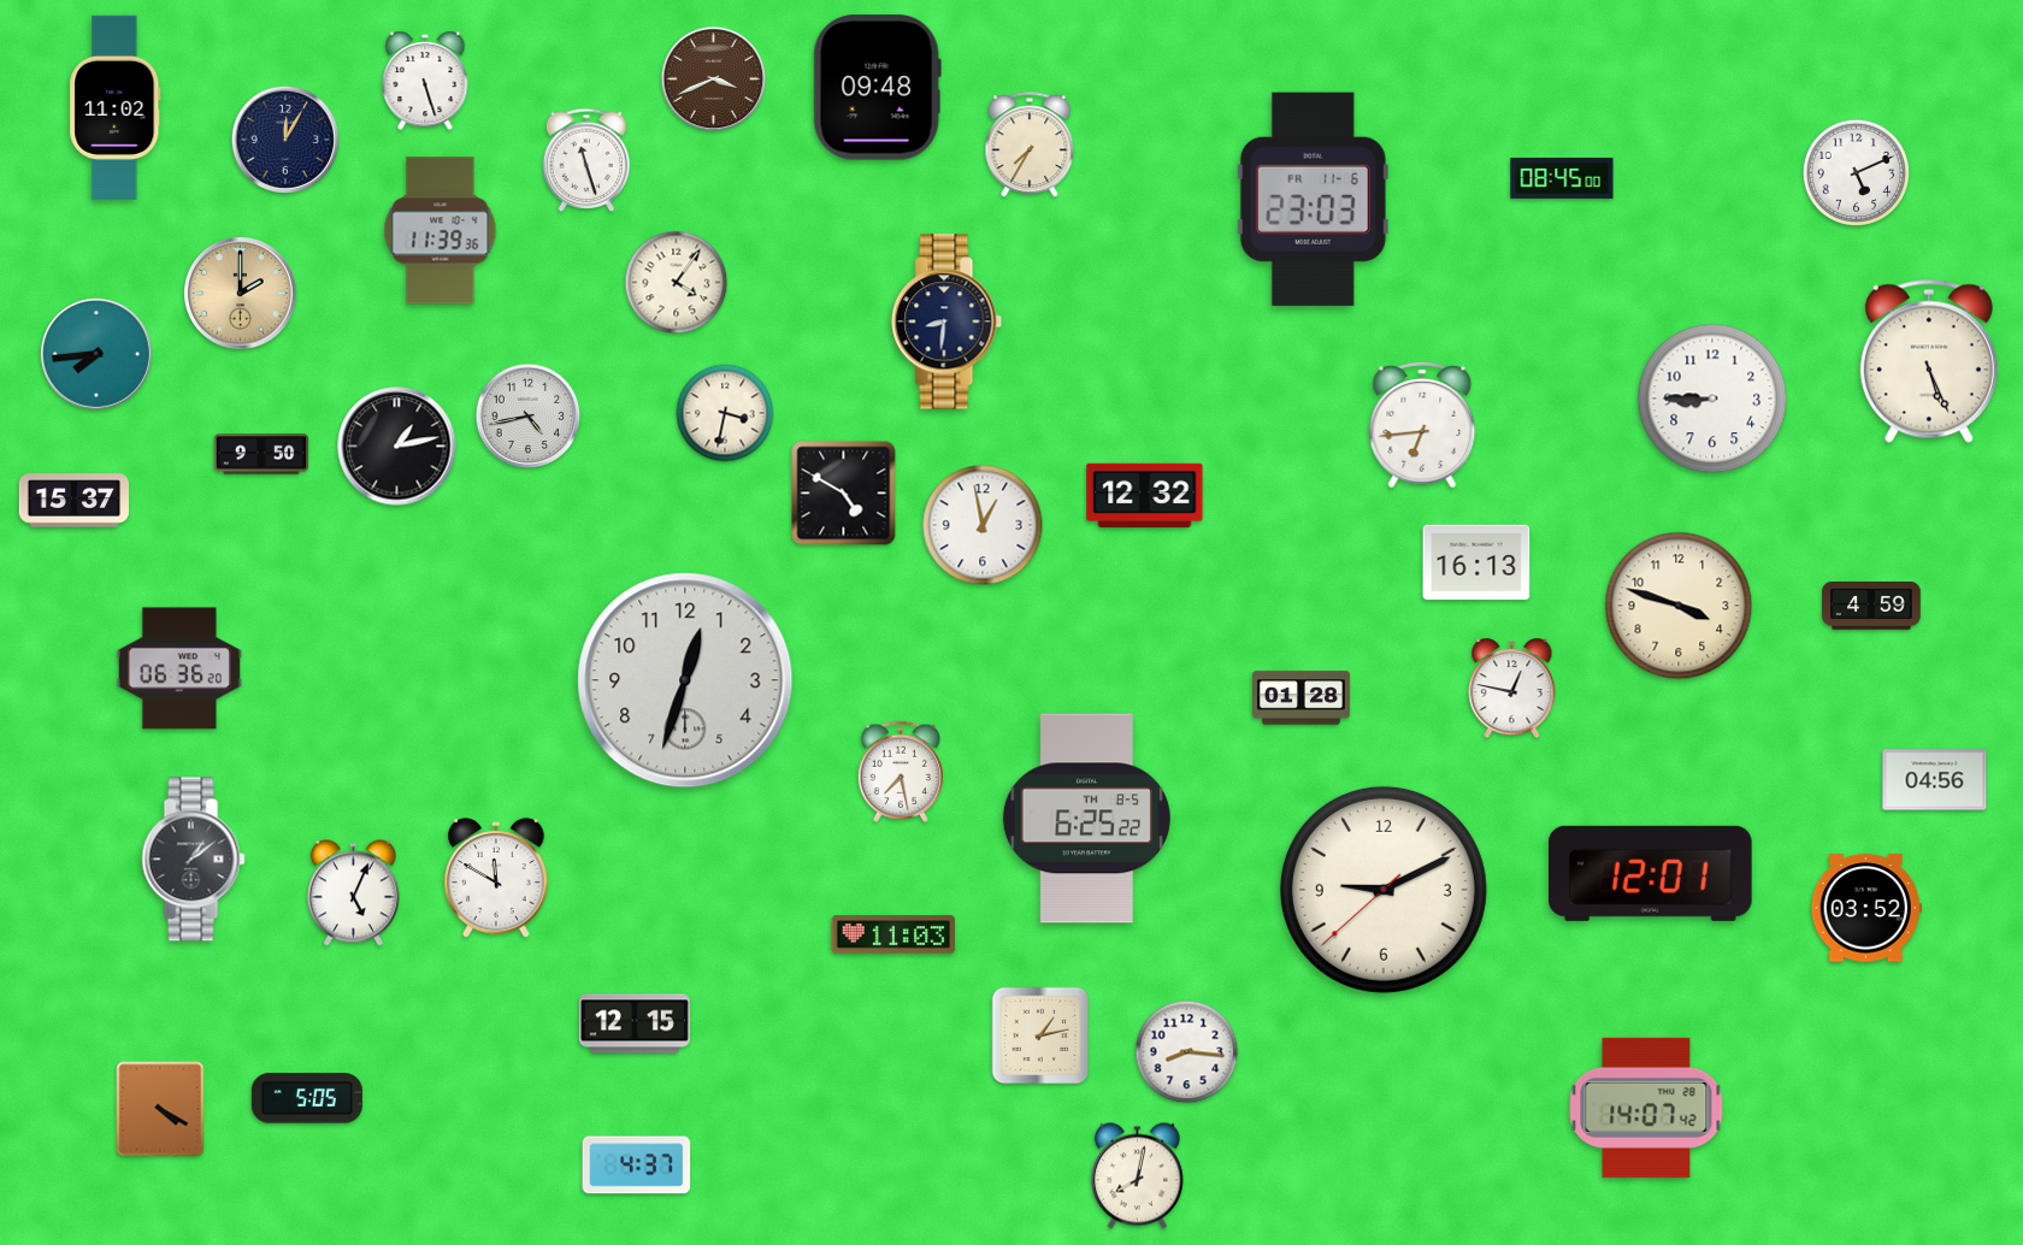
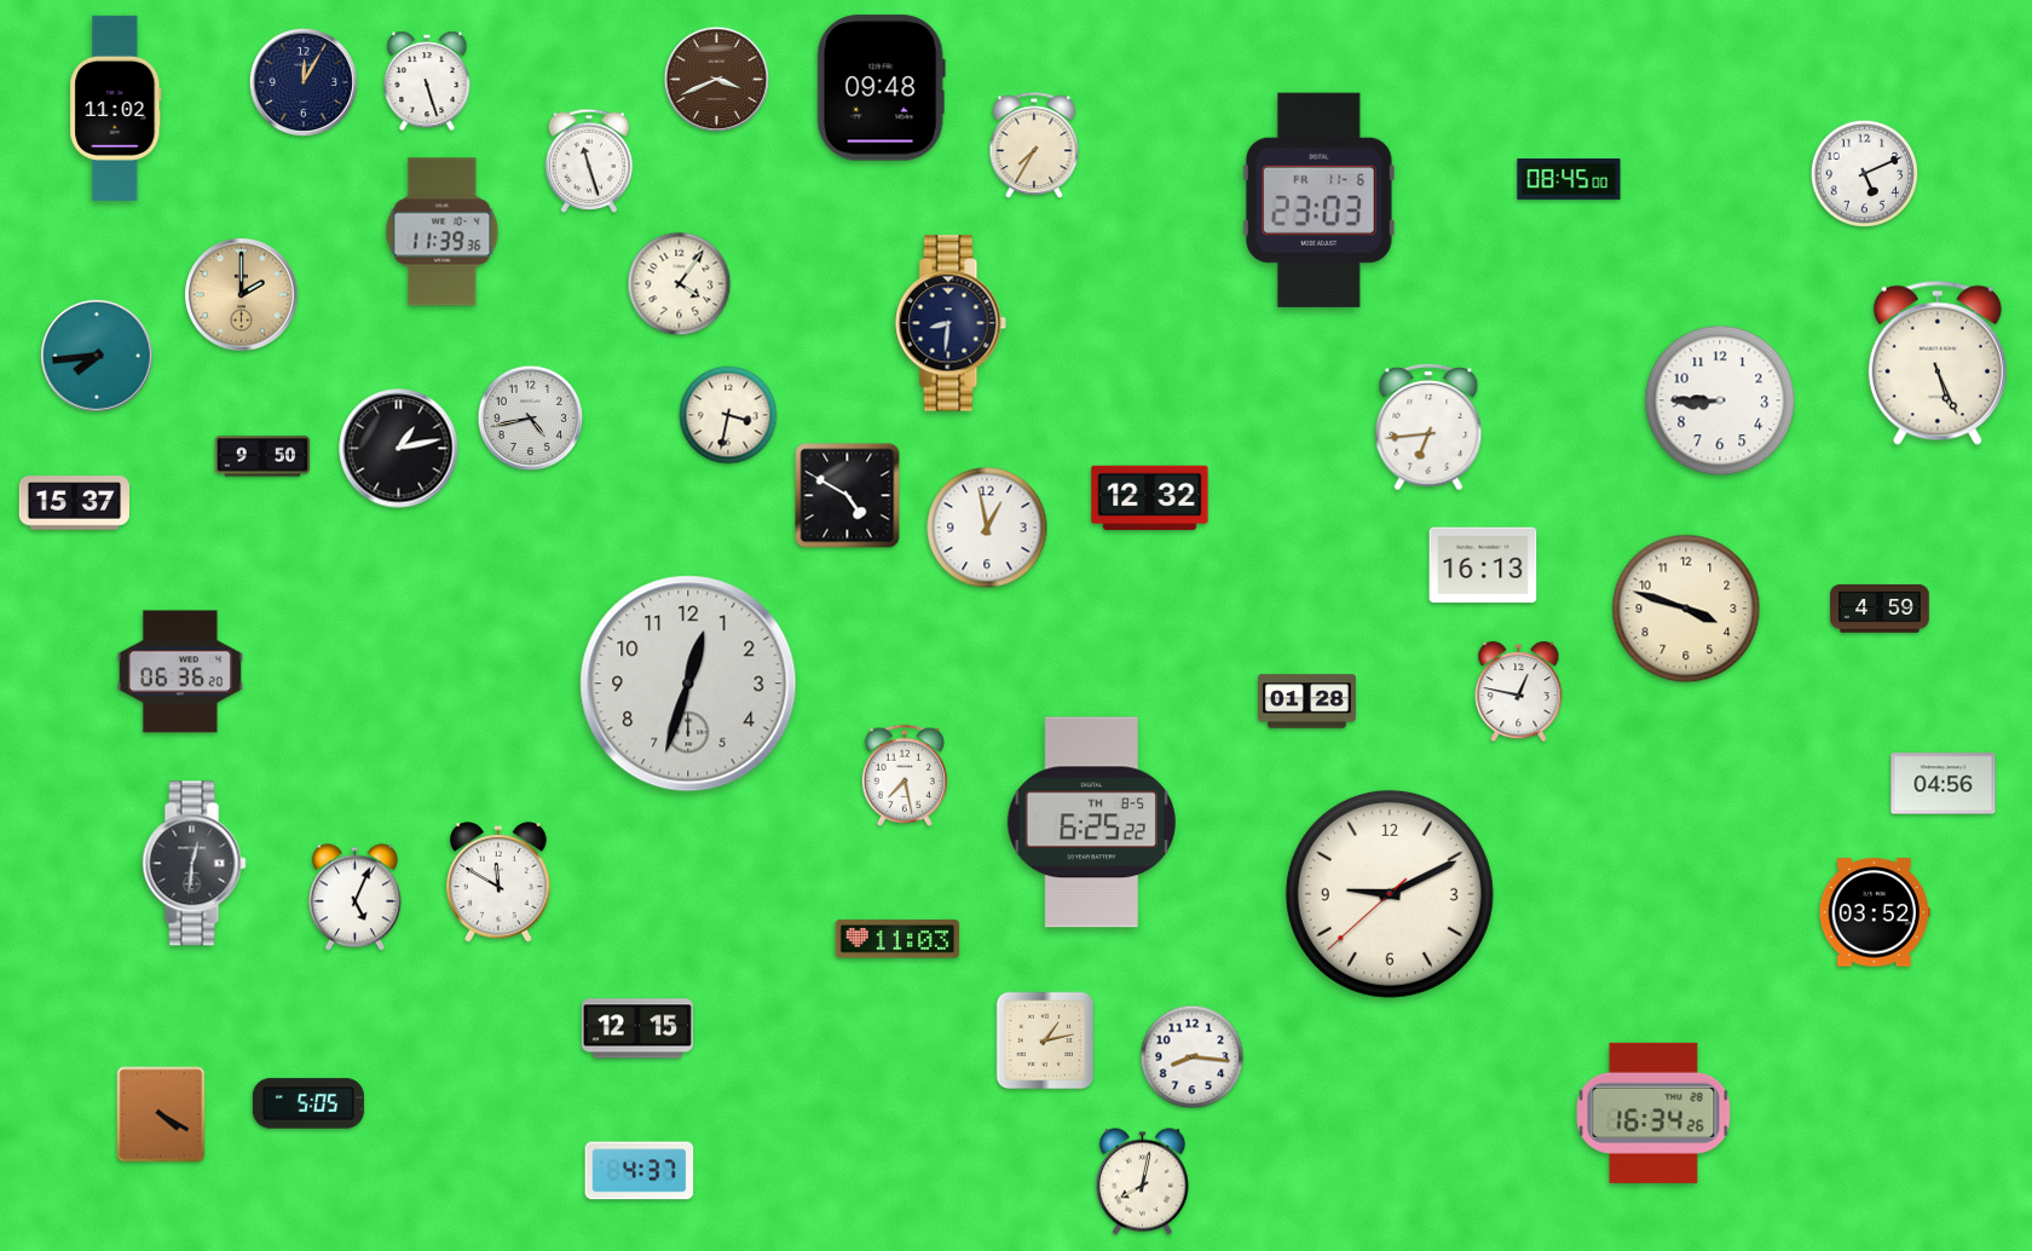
clock at (285, 140) position: (285, 140) -> (304, 82)
clock at (194, 860): 1:09 -> 12:31
clock at (1651, 873): 12:01 -> none
clock at (1646, 1108): 14:07 -> 16:34
